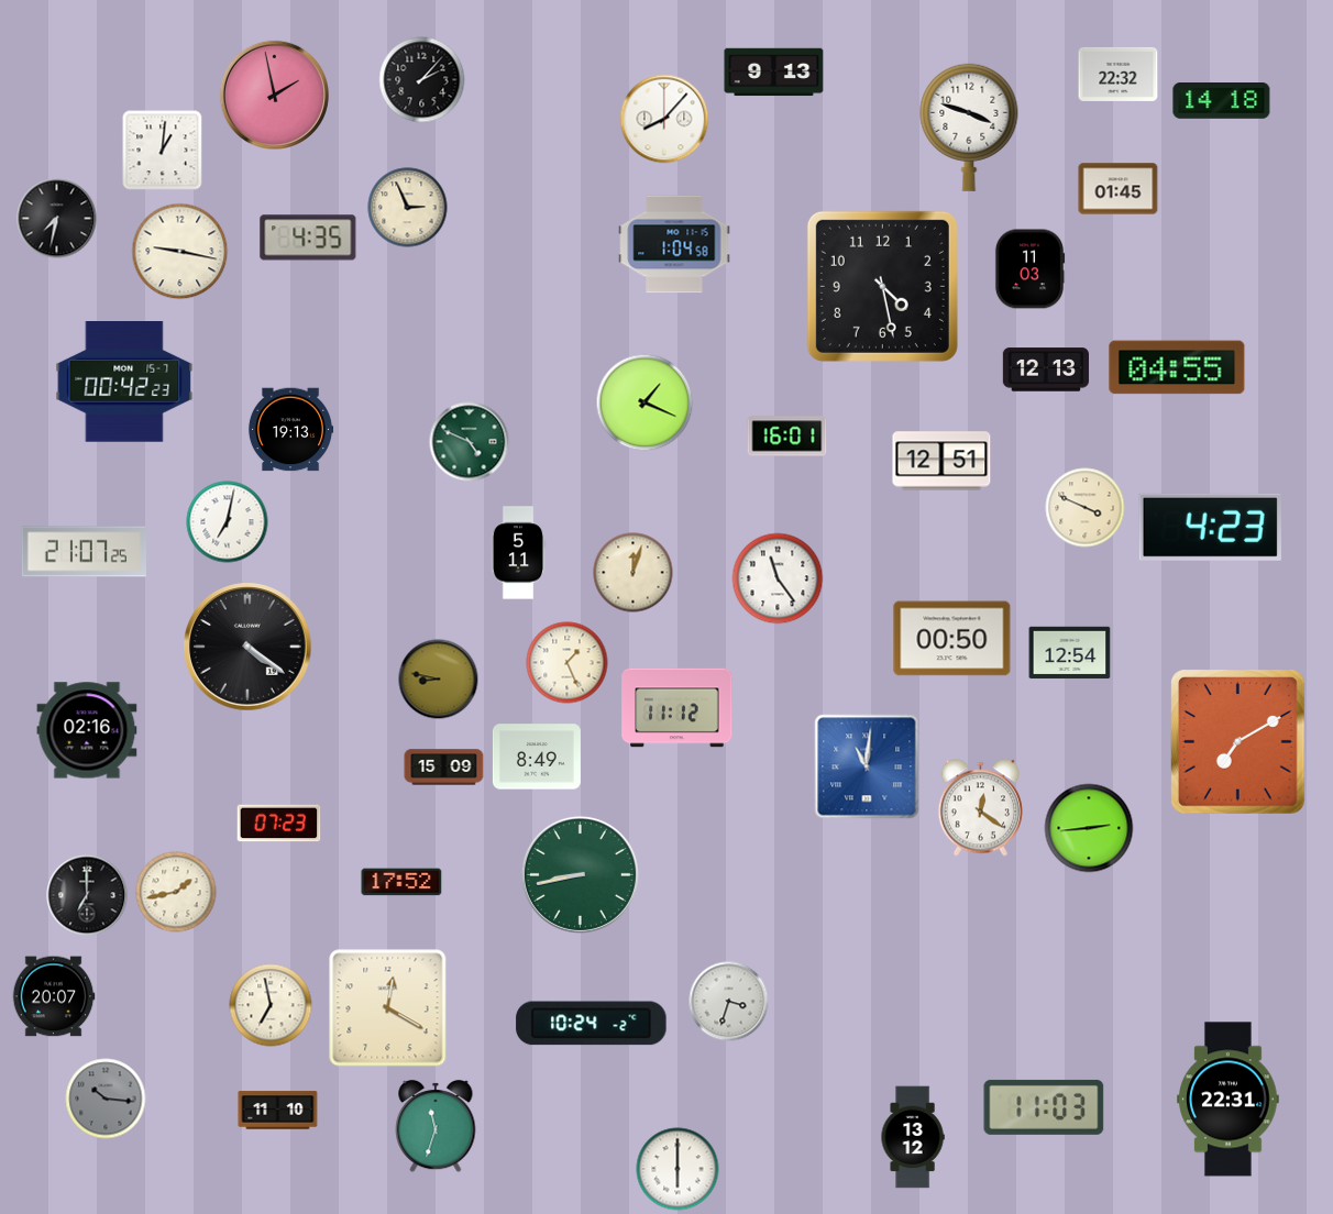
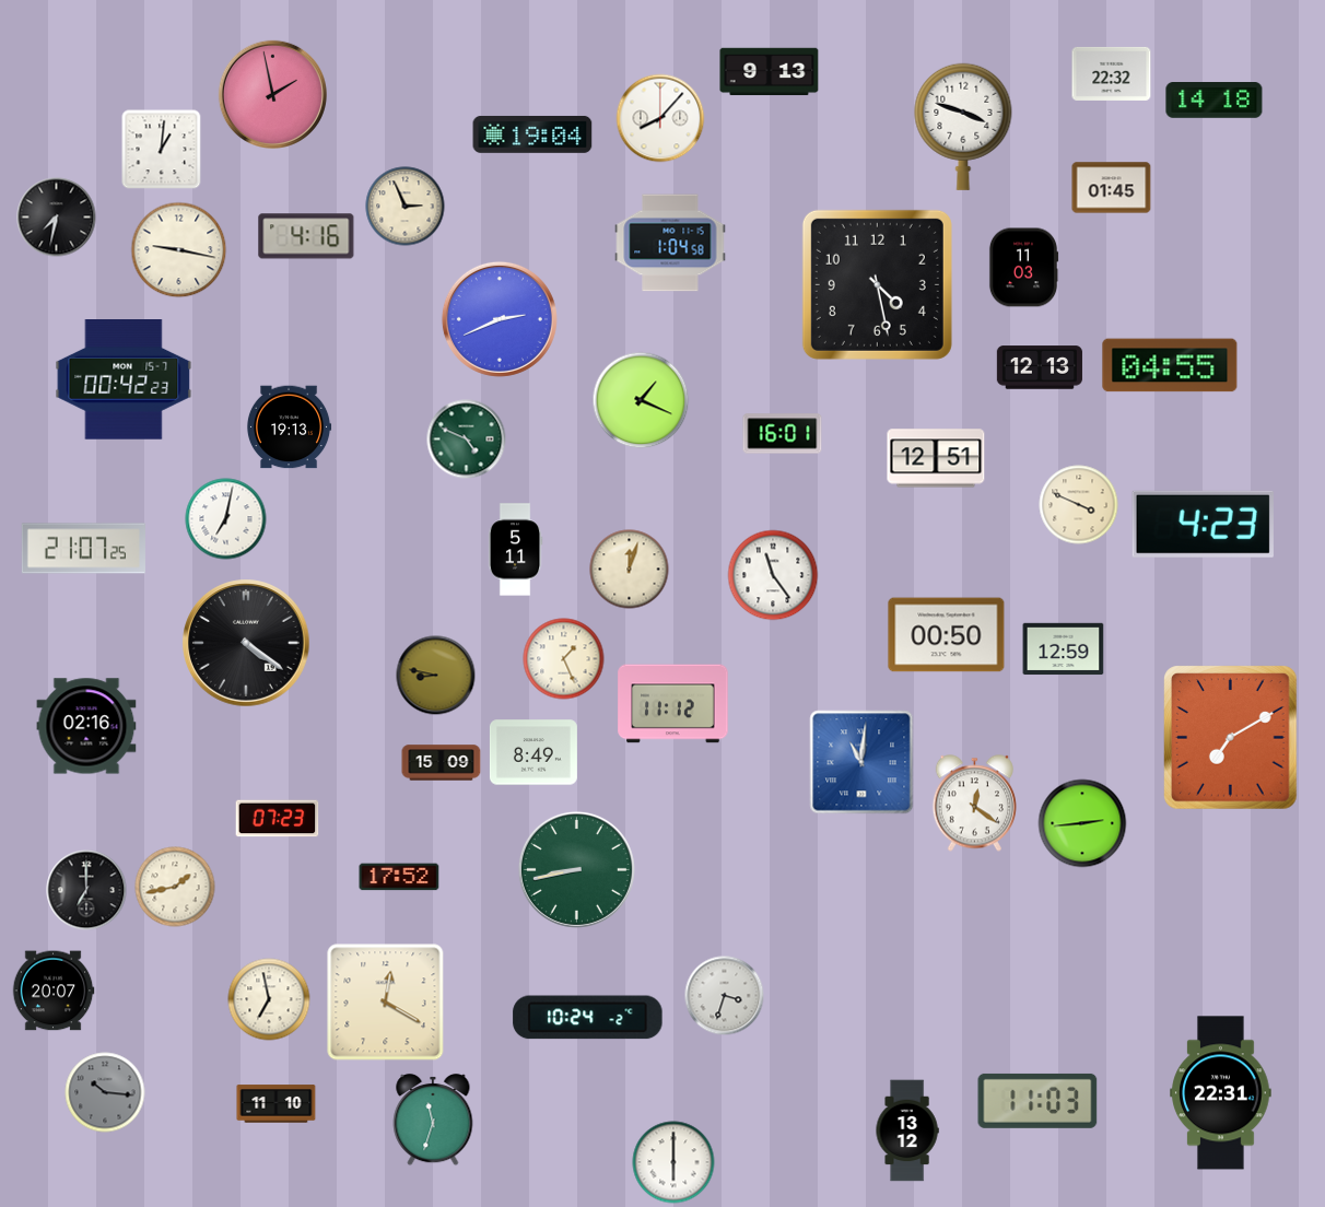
clock at (422, 80): 2:07 -> none
clock at (532, 134): none -> 19:04
clock at (308, 238): 4:35 -> 4:16
clock at (500, 319): none -> 2:41
clock at (1070, 653): 12:54 -> 12:59
